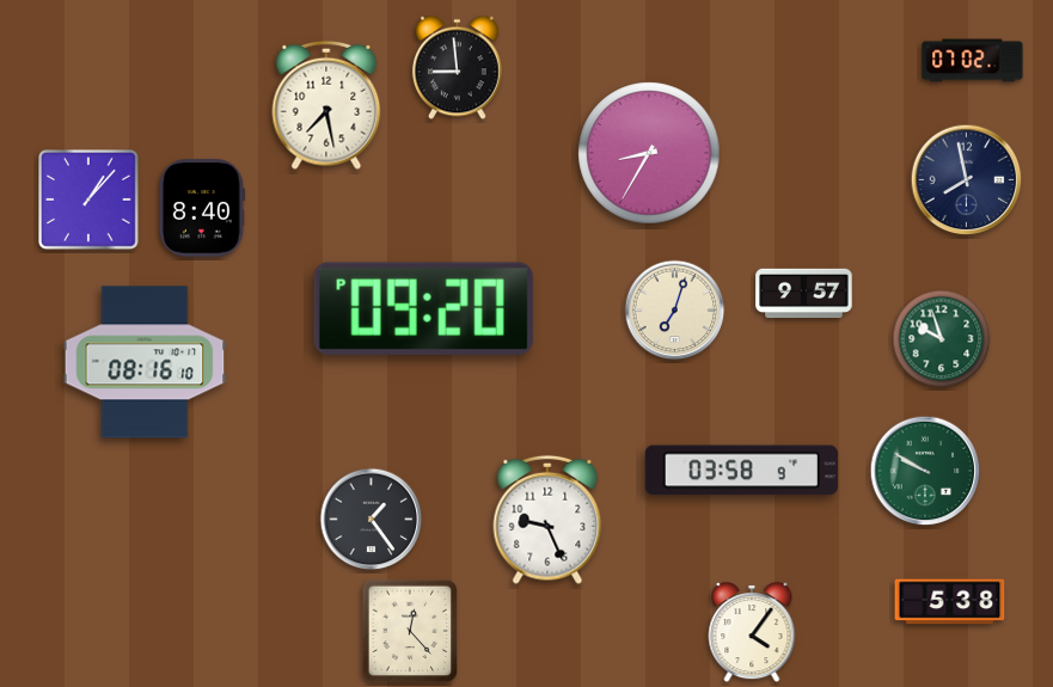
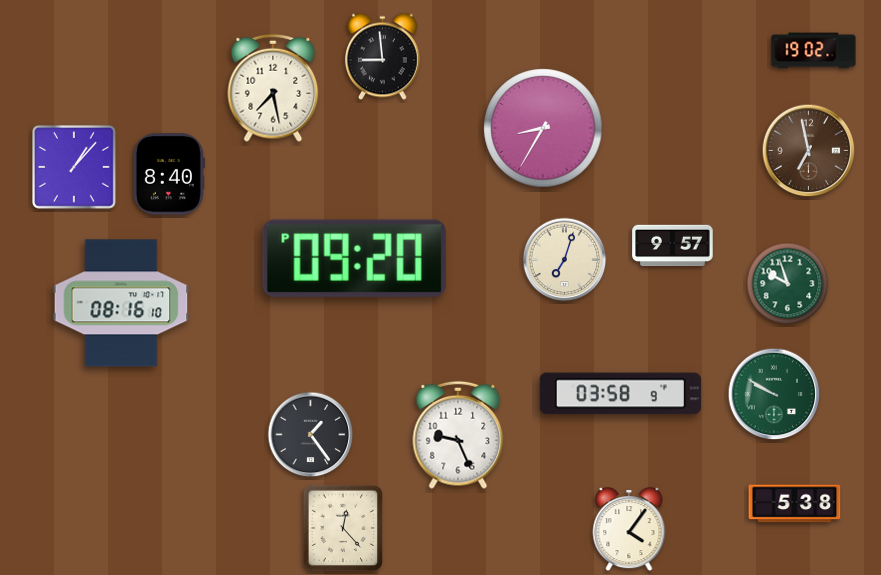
clock at (973, 61): 07:02 -> 19:02
clock at (967, 180): 7:58 -> 6:58
clock at (967, 180) dial: navy -> brown
